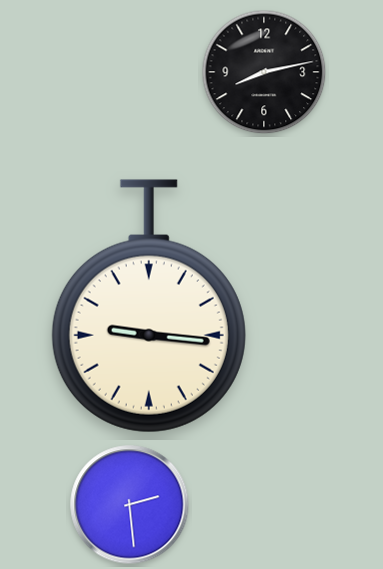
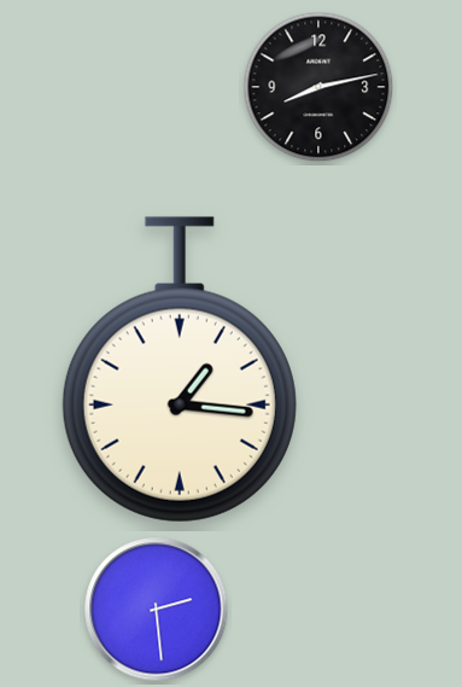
clock at (149, 306): 9:16 -> 1:16
